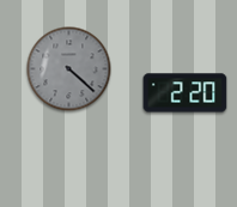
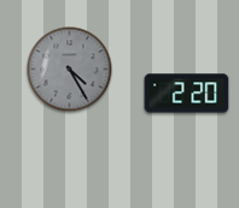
clock at (69, 69): 4:22 -> 4:25
